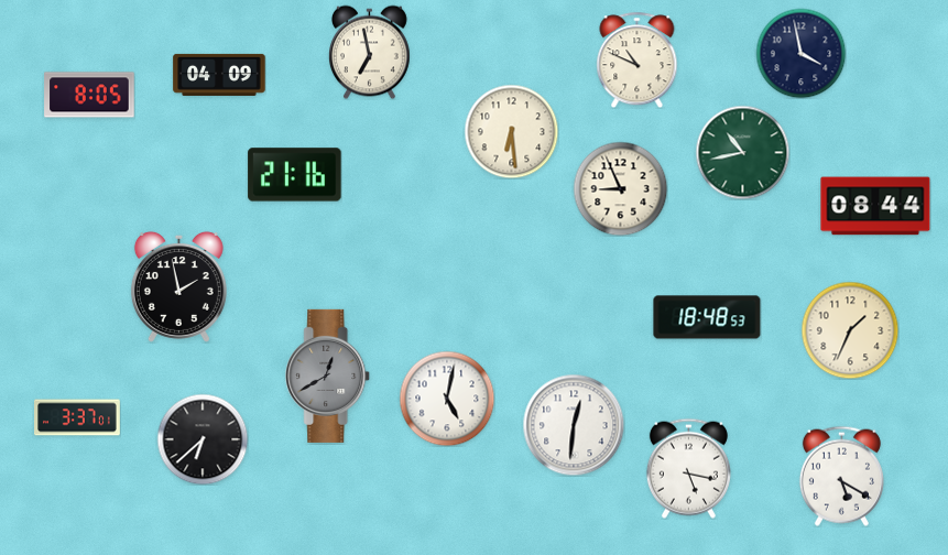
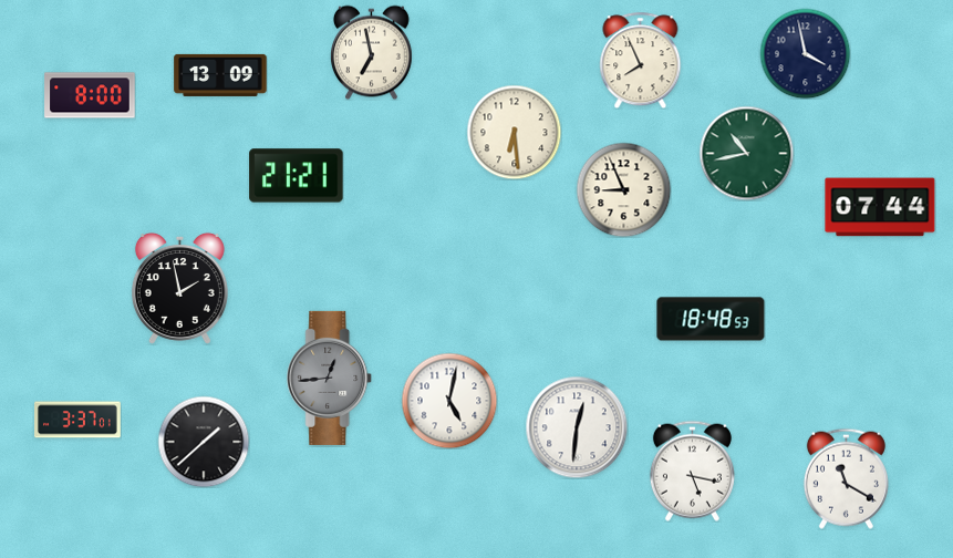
clock at (638, 59): 10:49 -> 7:56
clock at (219, 75): 04:09 -> 13:09
clock at (89, 95): 8:05 -> 8:00
clock at (295, 175): 21:16 -> 21:21
clock at (875, 206): 08:44 -> 07:44
clock at (850, 330): 1:34 -> none
clock at (328, 376): 12:40 -> 12:44
clock at (203, 439): 6:38 -> 1:38
clock at (841, 476): 5:20 -> 11:20
